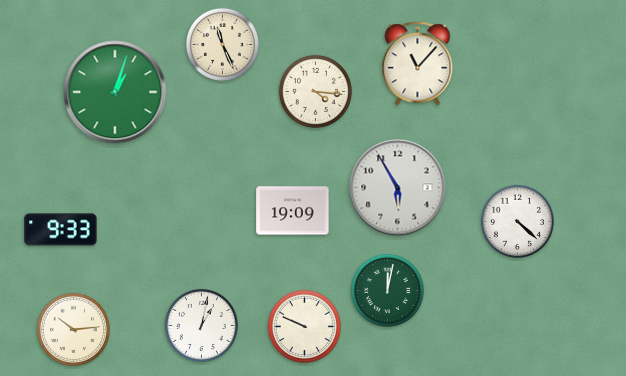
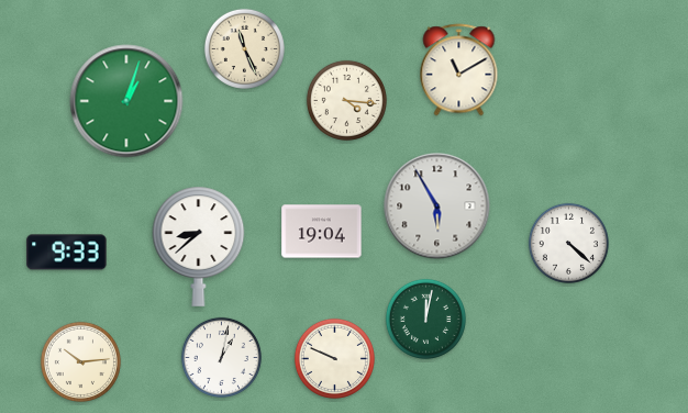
clock at (418, 64): 11:07 -> 11:10
clock at (293, 211): 19:09 -> 19:04
clock at (199, 246): none -> 8:38
